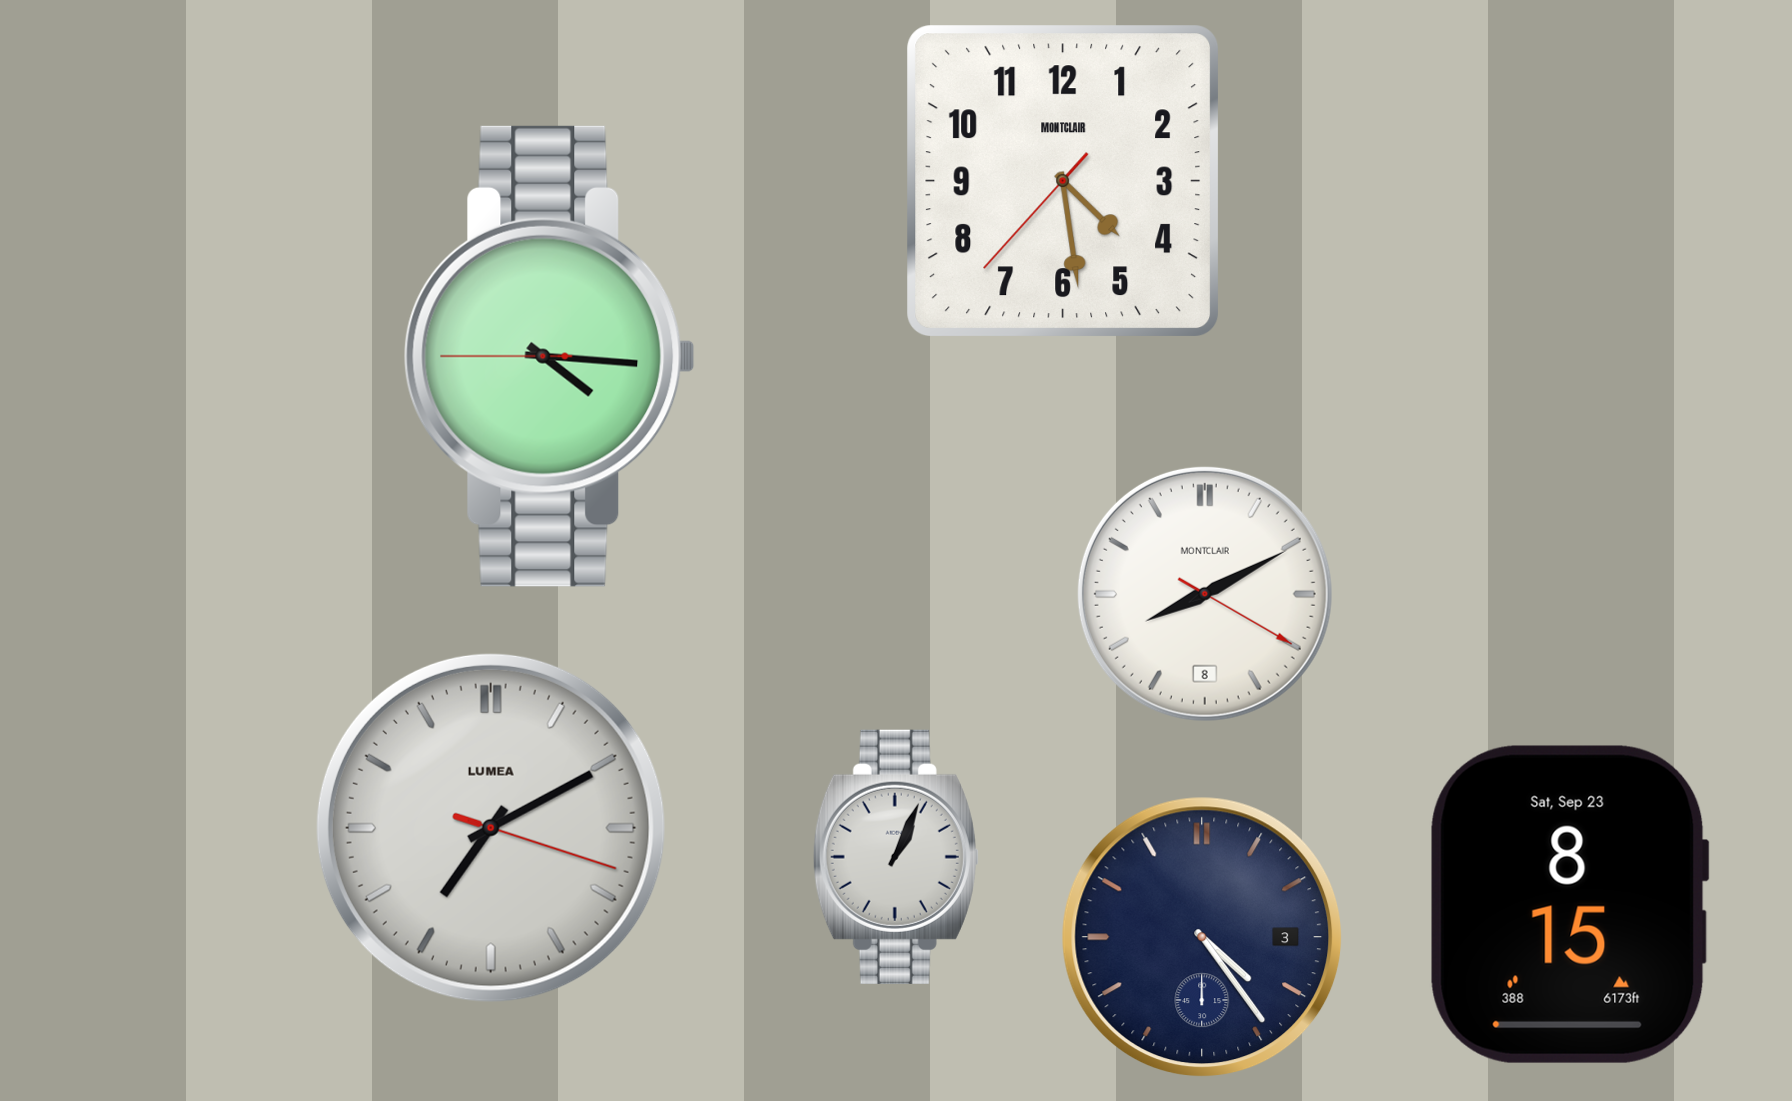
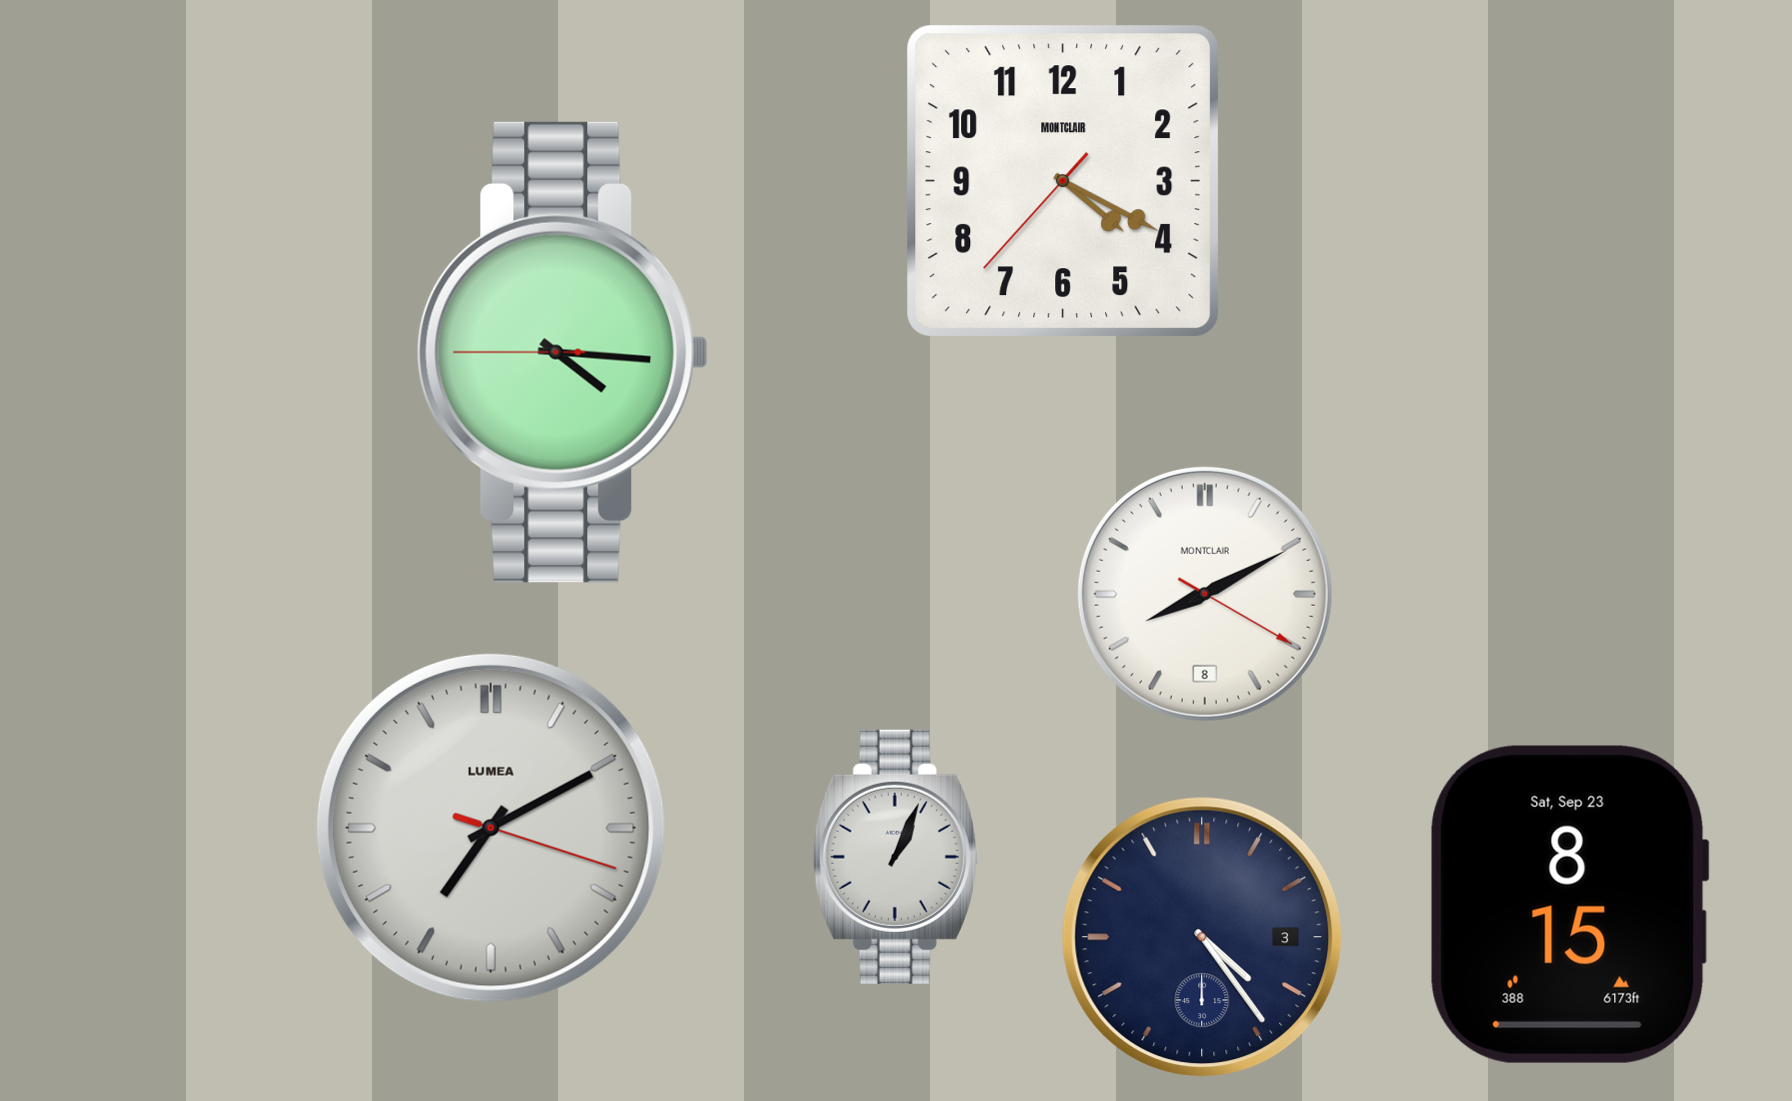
clock at (1063, 181): 4:28 -> 4:19
clock at (549, 356) position: (549, 356) -> (562, 352)
